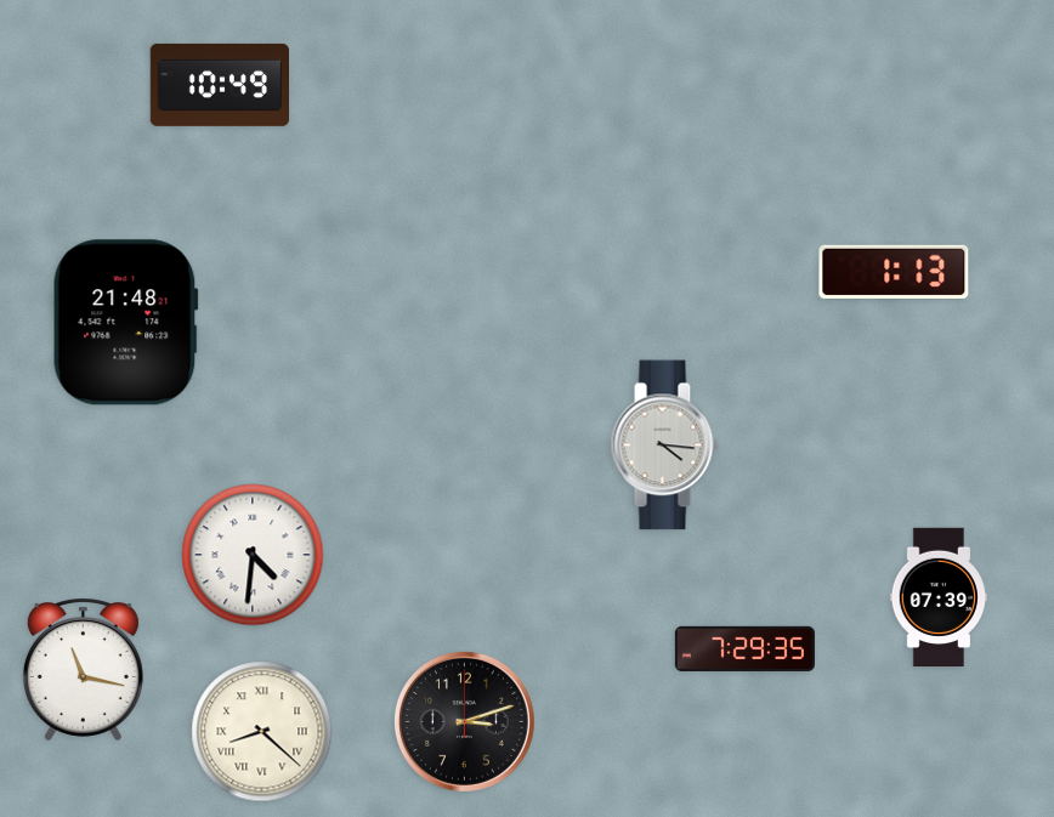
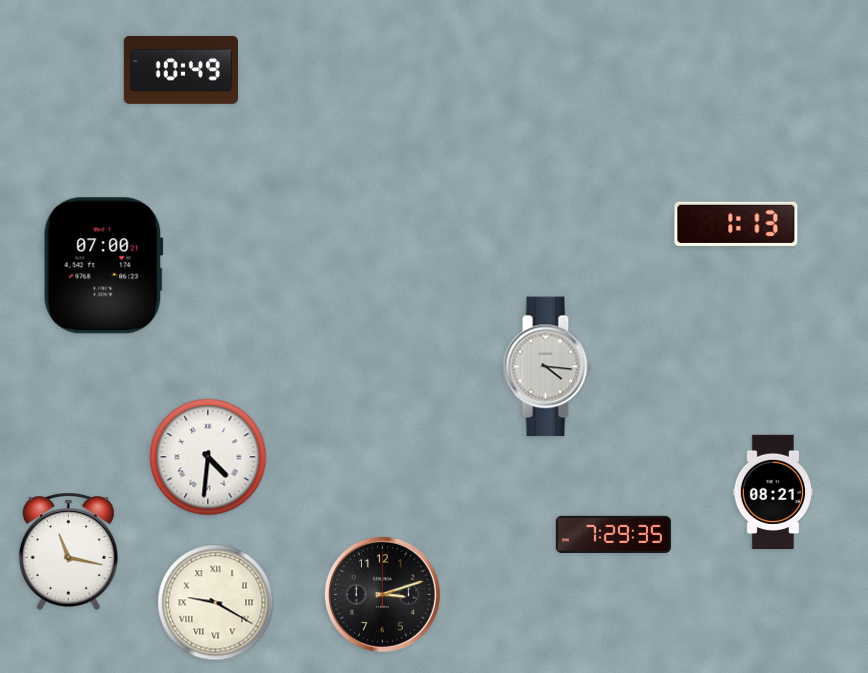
clock at (125, 323): 21:48 -> 07:00
clock at (937, 596): 07:39 -> 08:21
clock at (262, 732): 8:22 -> 9:20
